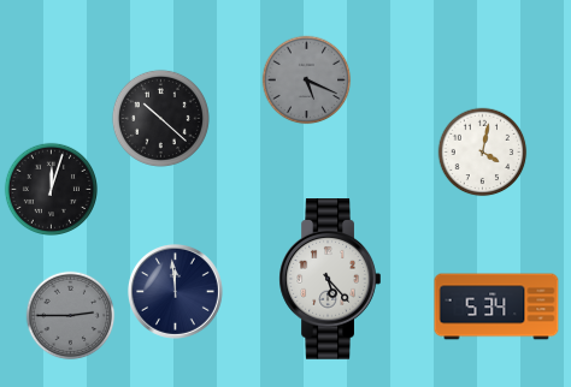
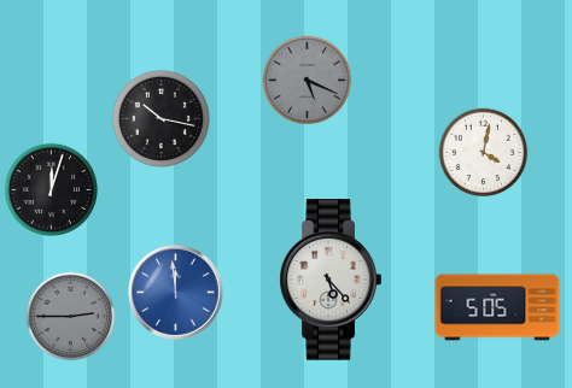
clock at (160, 118): 10:22 -> 10:17
clock at (175, 291) dial: navy -> blue
clock at (496, 306): 5:34 -> 5:05
